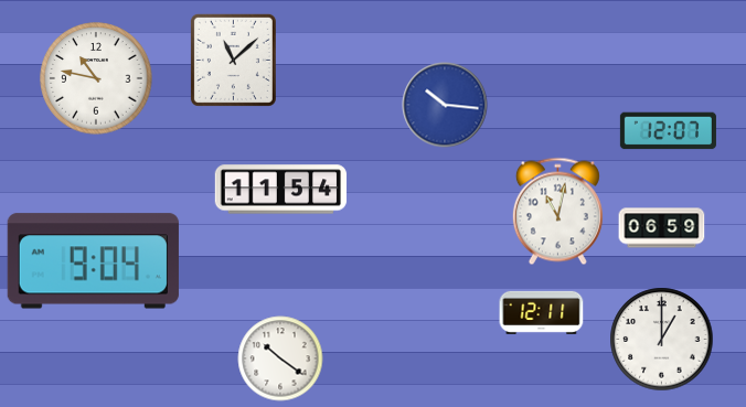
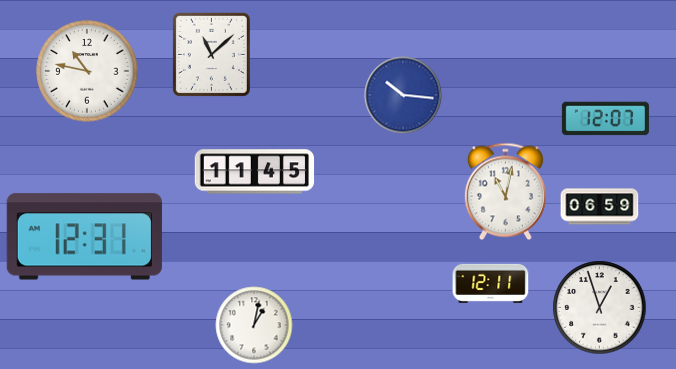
clock at (281, 190): 11:54 -> 11:45
clock at (93, 261): 9:04 -> 12:31
clock at (662, 340): 1:00 -> 12:57
clock at (280, 358): 10:21 -> 1:02
